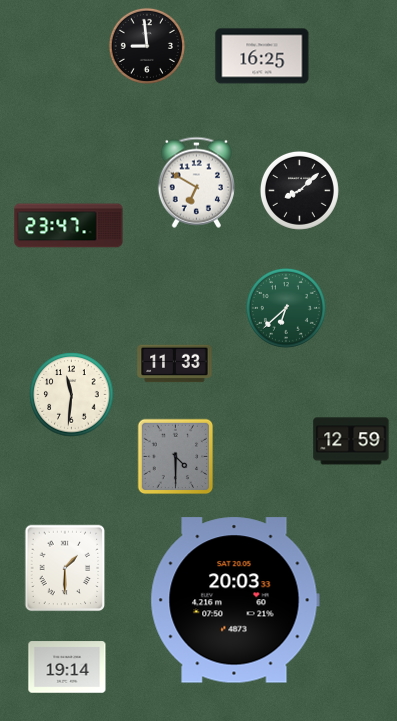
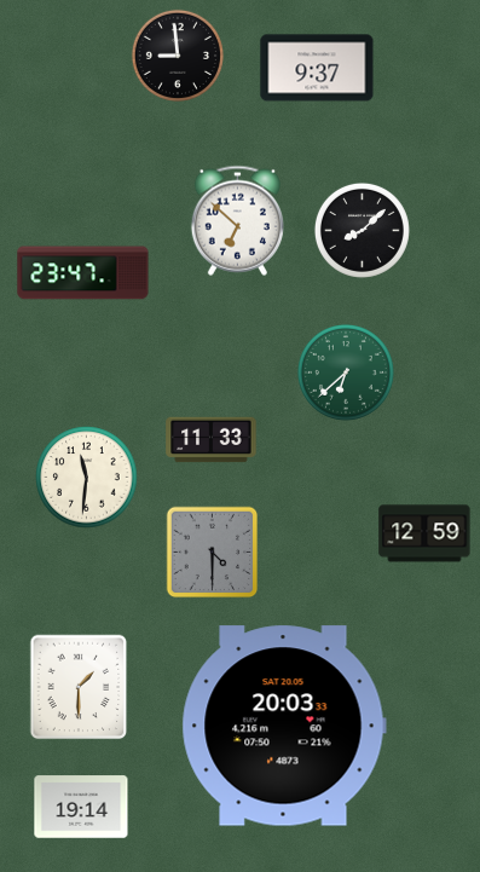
clock at (262, 56): 16:25 -> 9:37
clock at (196, 182): 6:50 -> 6:52
